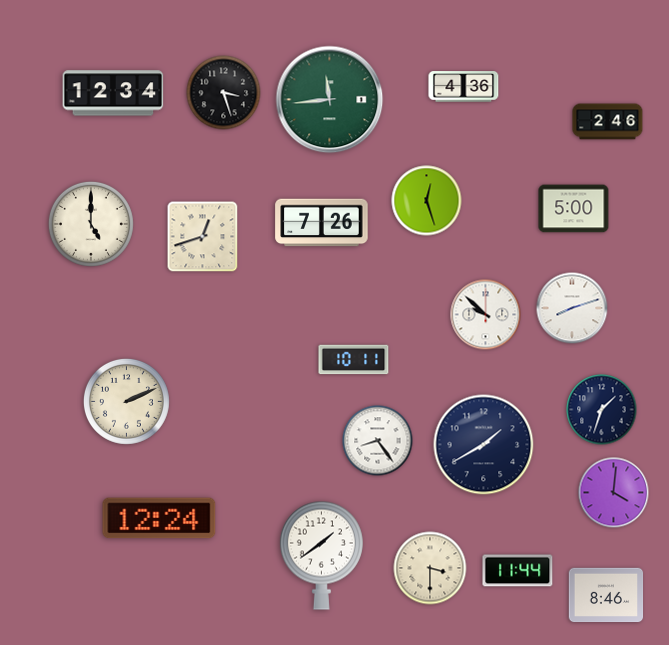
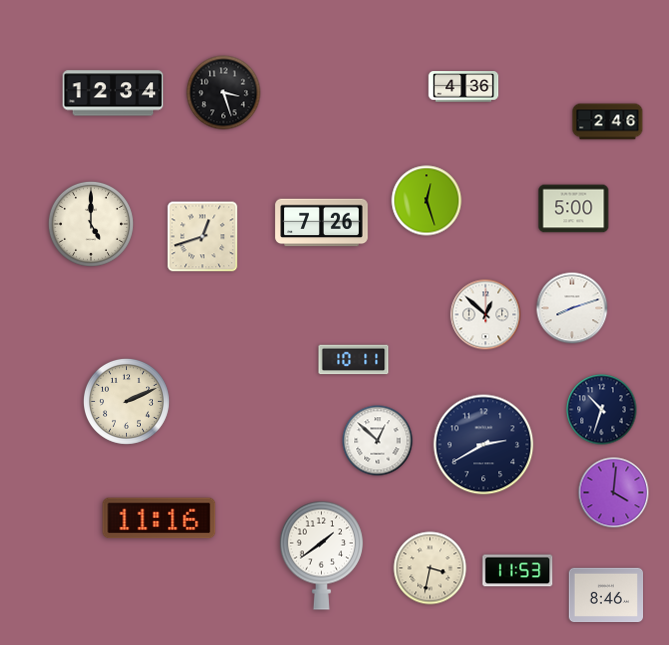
clock at (330, 100): 11:44 -> none
clock at (486, 315): 9:52 -> 12:52
clock at (602, 410): 1:33 -> 10:33
clock at (378, 441): 8:24 -> 12:52
clock at (484, 445): 1:40 -> 2:40
clock at (159, 518): 12:24 -> 11:16
clock at (430, 568): 3:30 -> 3:32
clock at (518, 571): 11:44 -> 11:53
